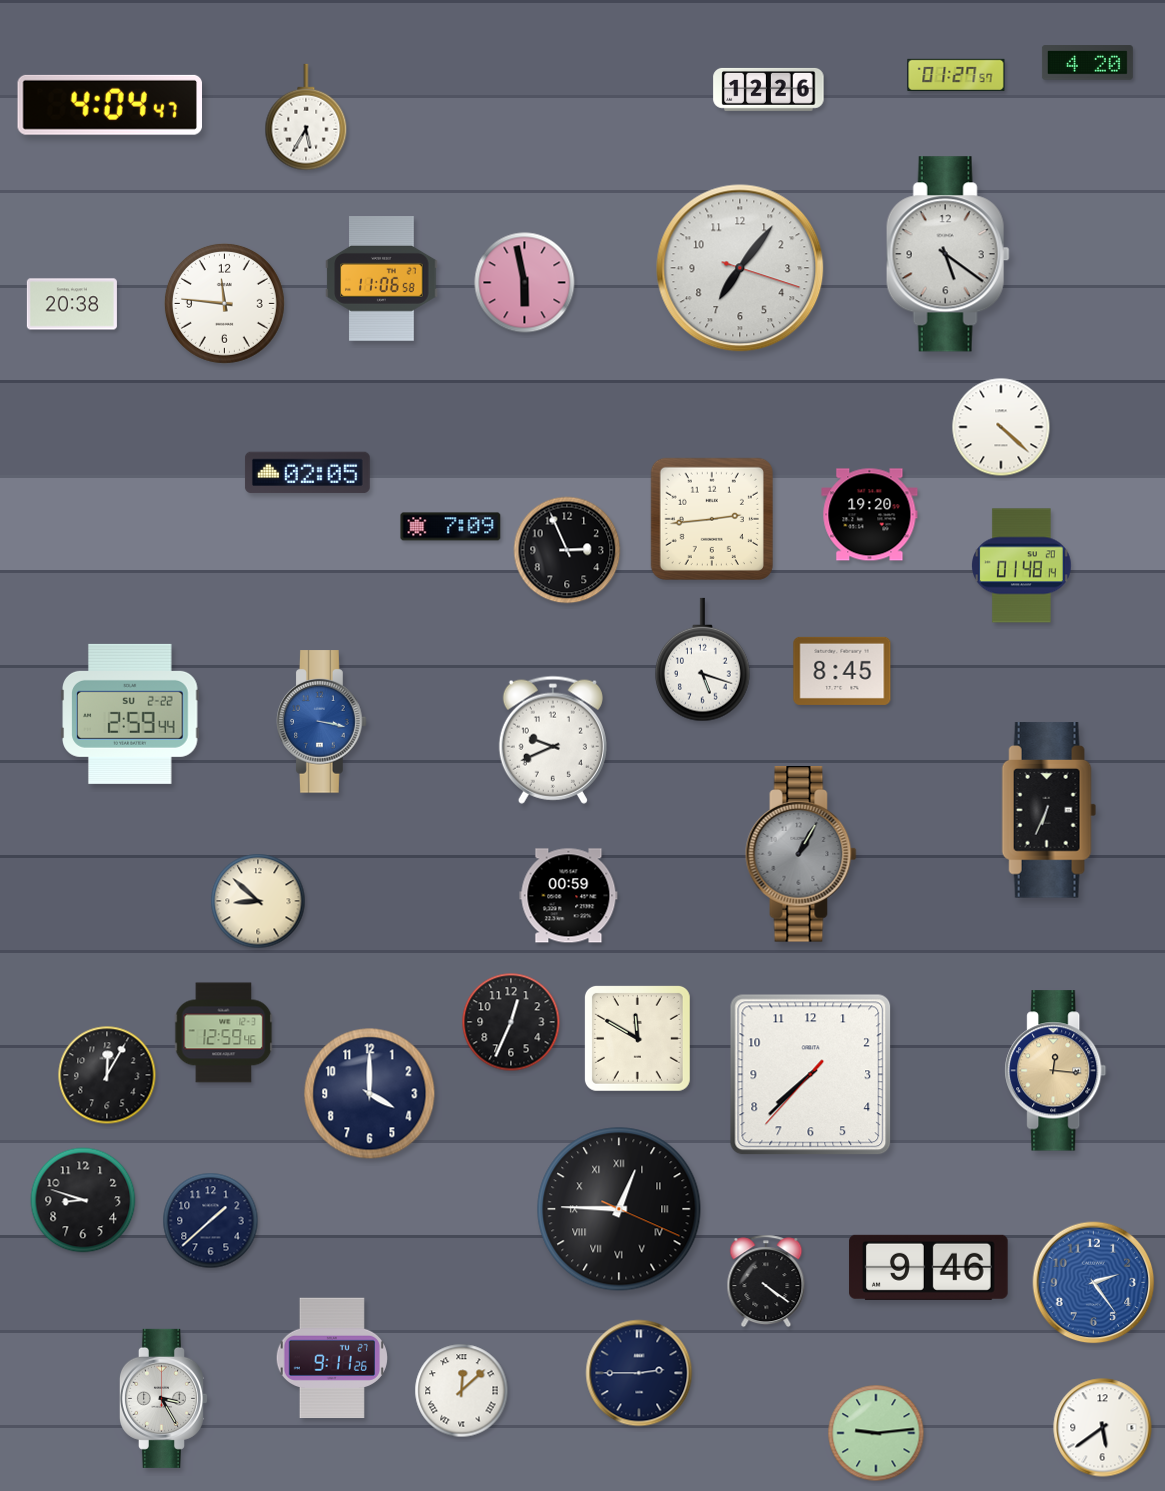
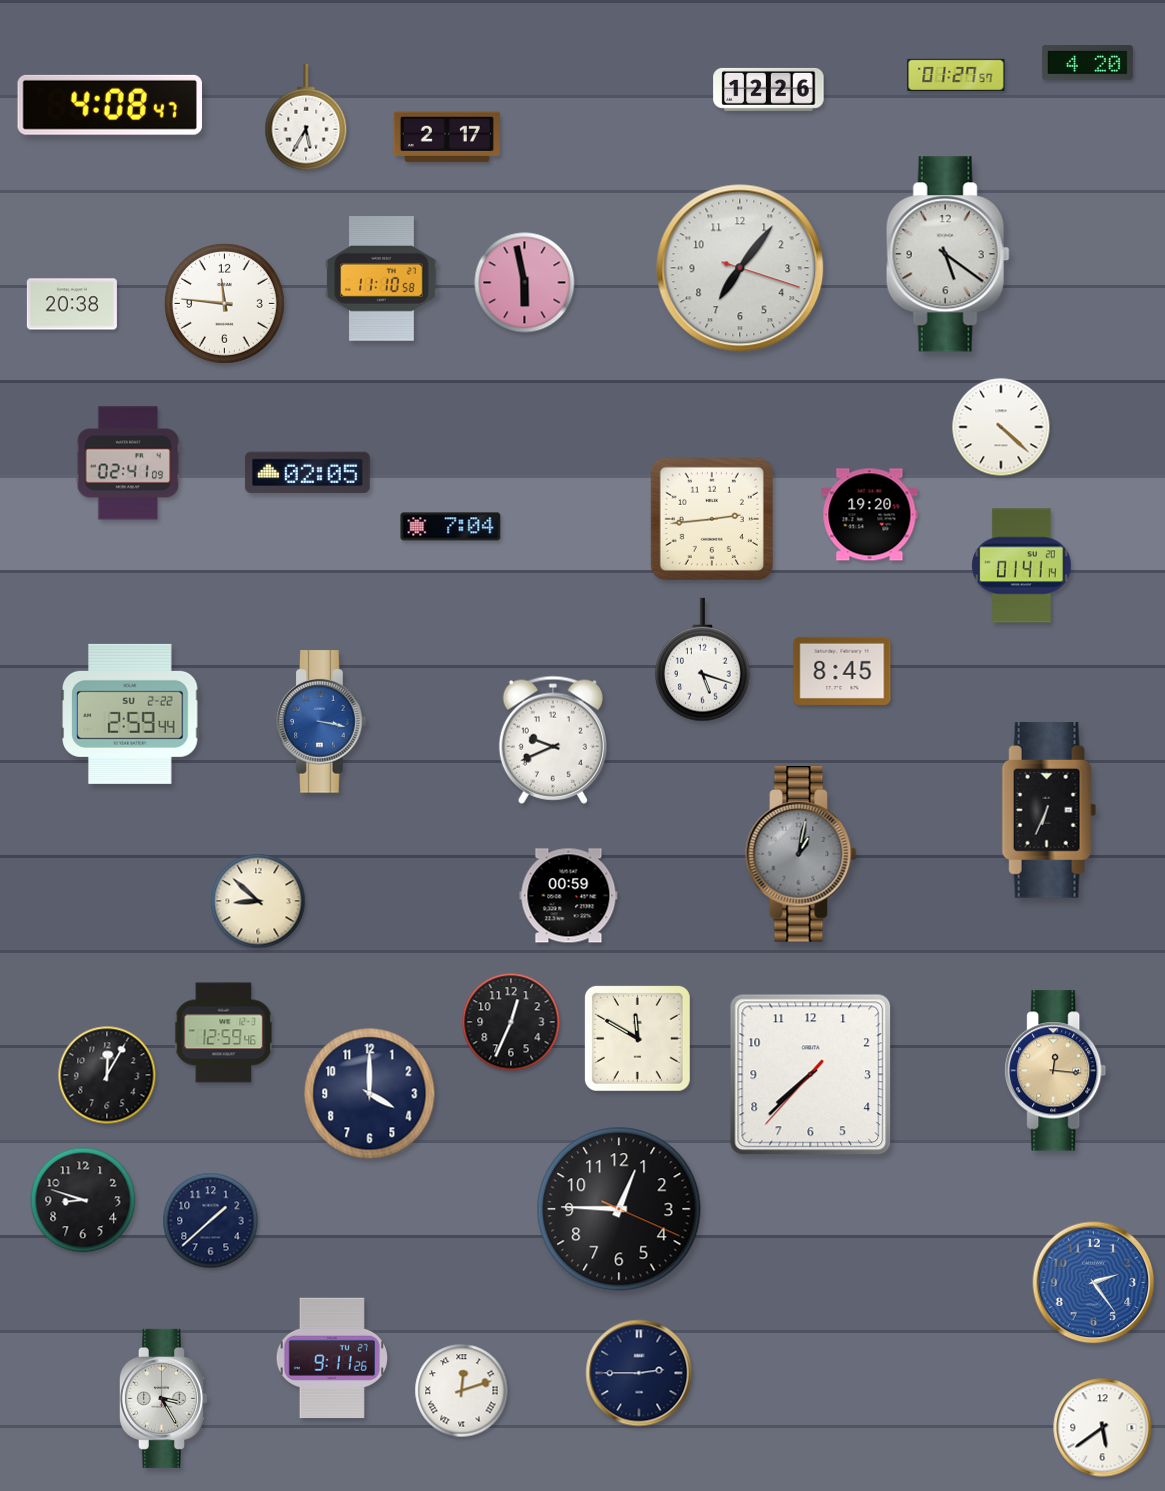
clock at (109, 105): 4:04 -> 4:08
clock at (447, 137): none -> 2:17
clock at (382, 279): 11:06 -> 11:10
clock at (128, 463): none -> 02:41
clock at (451, 527): 7:09 -> 7:04
clock at (567, 550): 2:56 -> none
clock at (1022, 566): 01:48 -> 01:41
clock at (801, 854): 1:05 -> 1:02
clock at (619, 1209) numerals: Roman -> Arabic
clock at (929, 1267): 9:46 -> none
clock at (766, 1281): 4:21 -> none
clock at (462, 1391): 12:08 -> 12:12
clock at (876, 1433): 9:14 -> none
